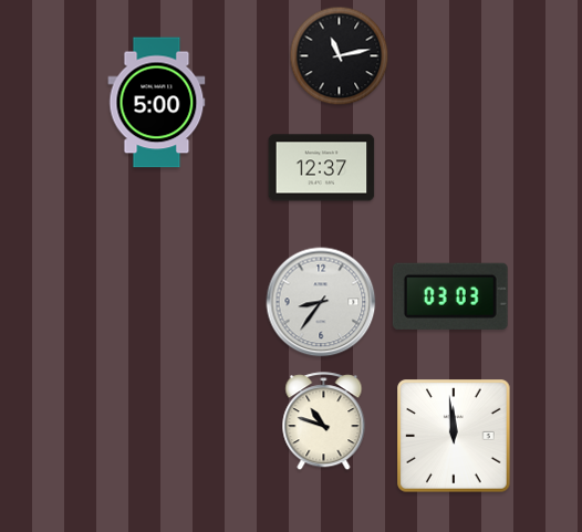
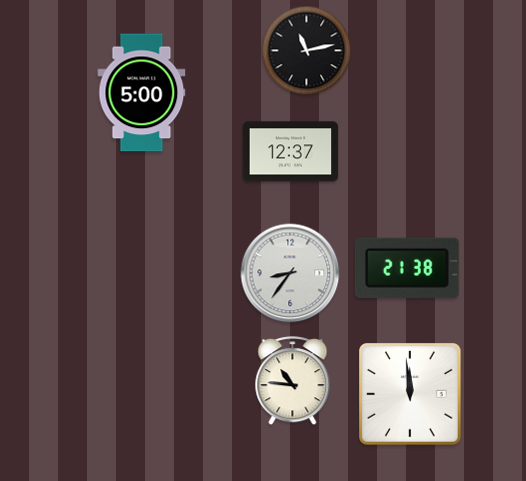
clock at (450, 296): 03:03 -> 21:38
clock at (324, 421): 10:48 -> 10:46
